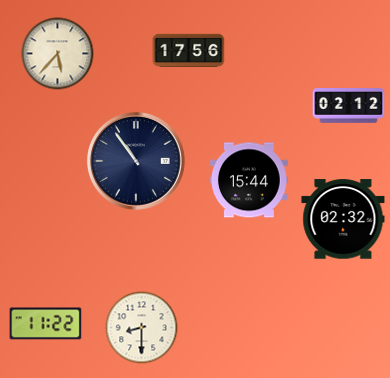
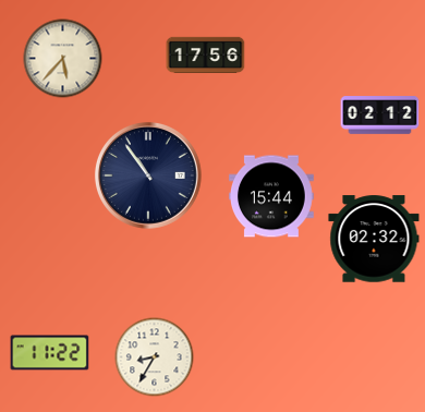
clock at (142, 328): 8:30 -> 8:35
